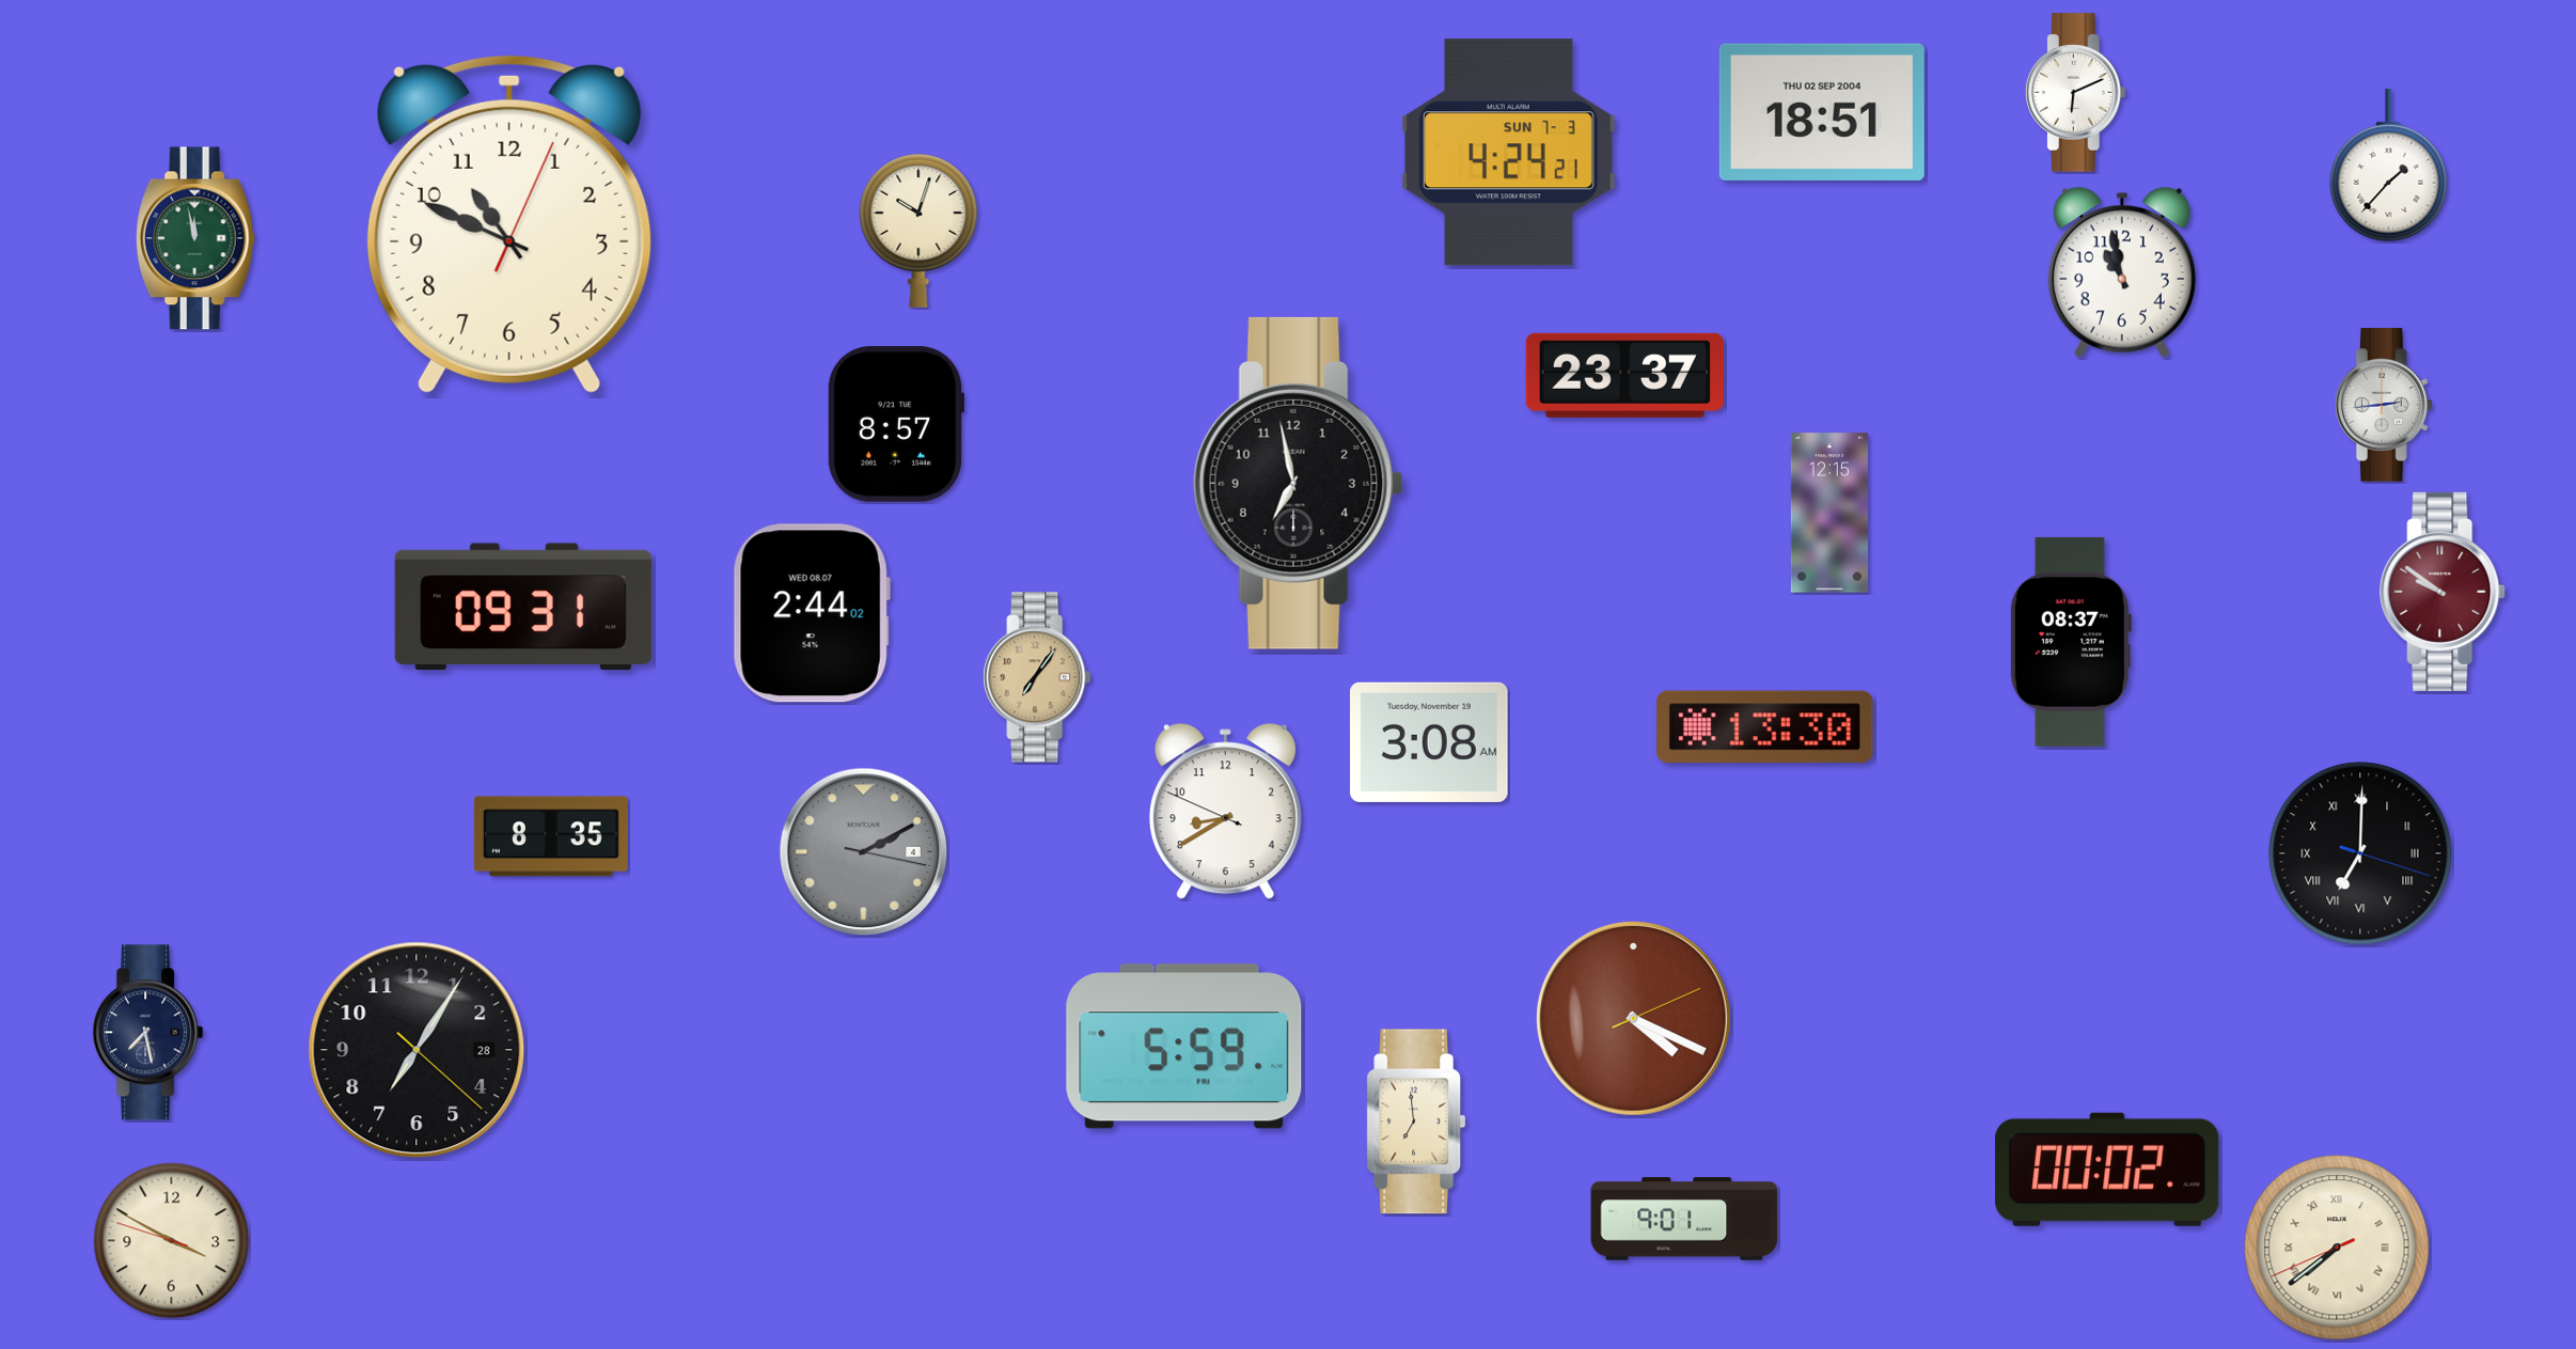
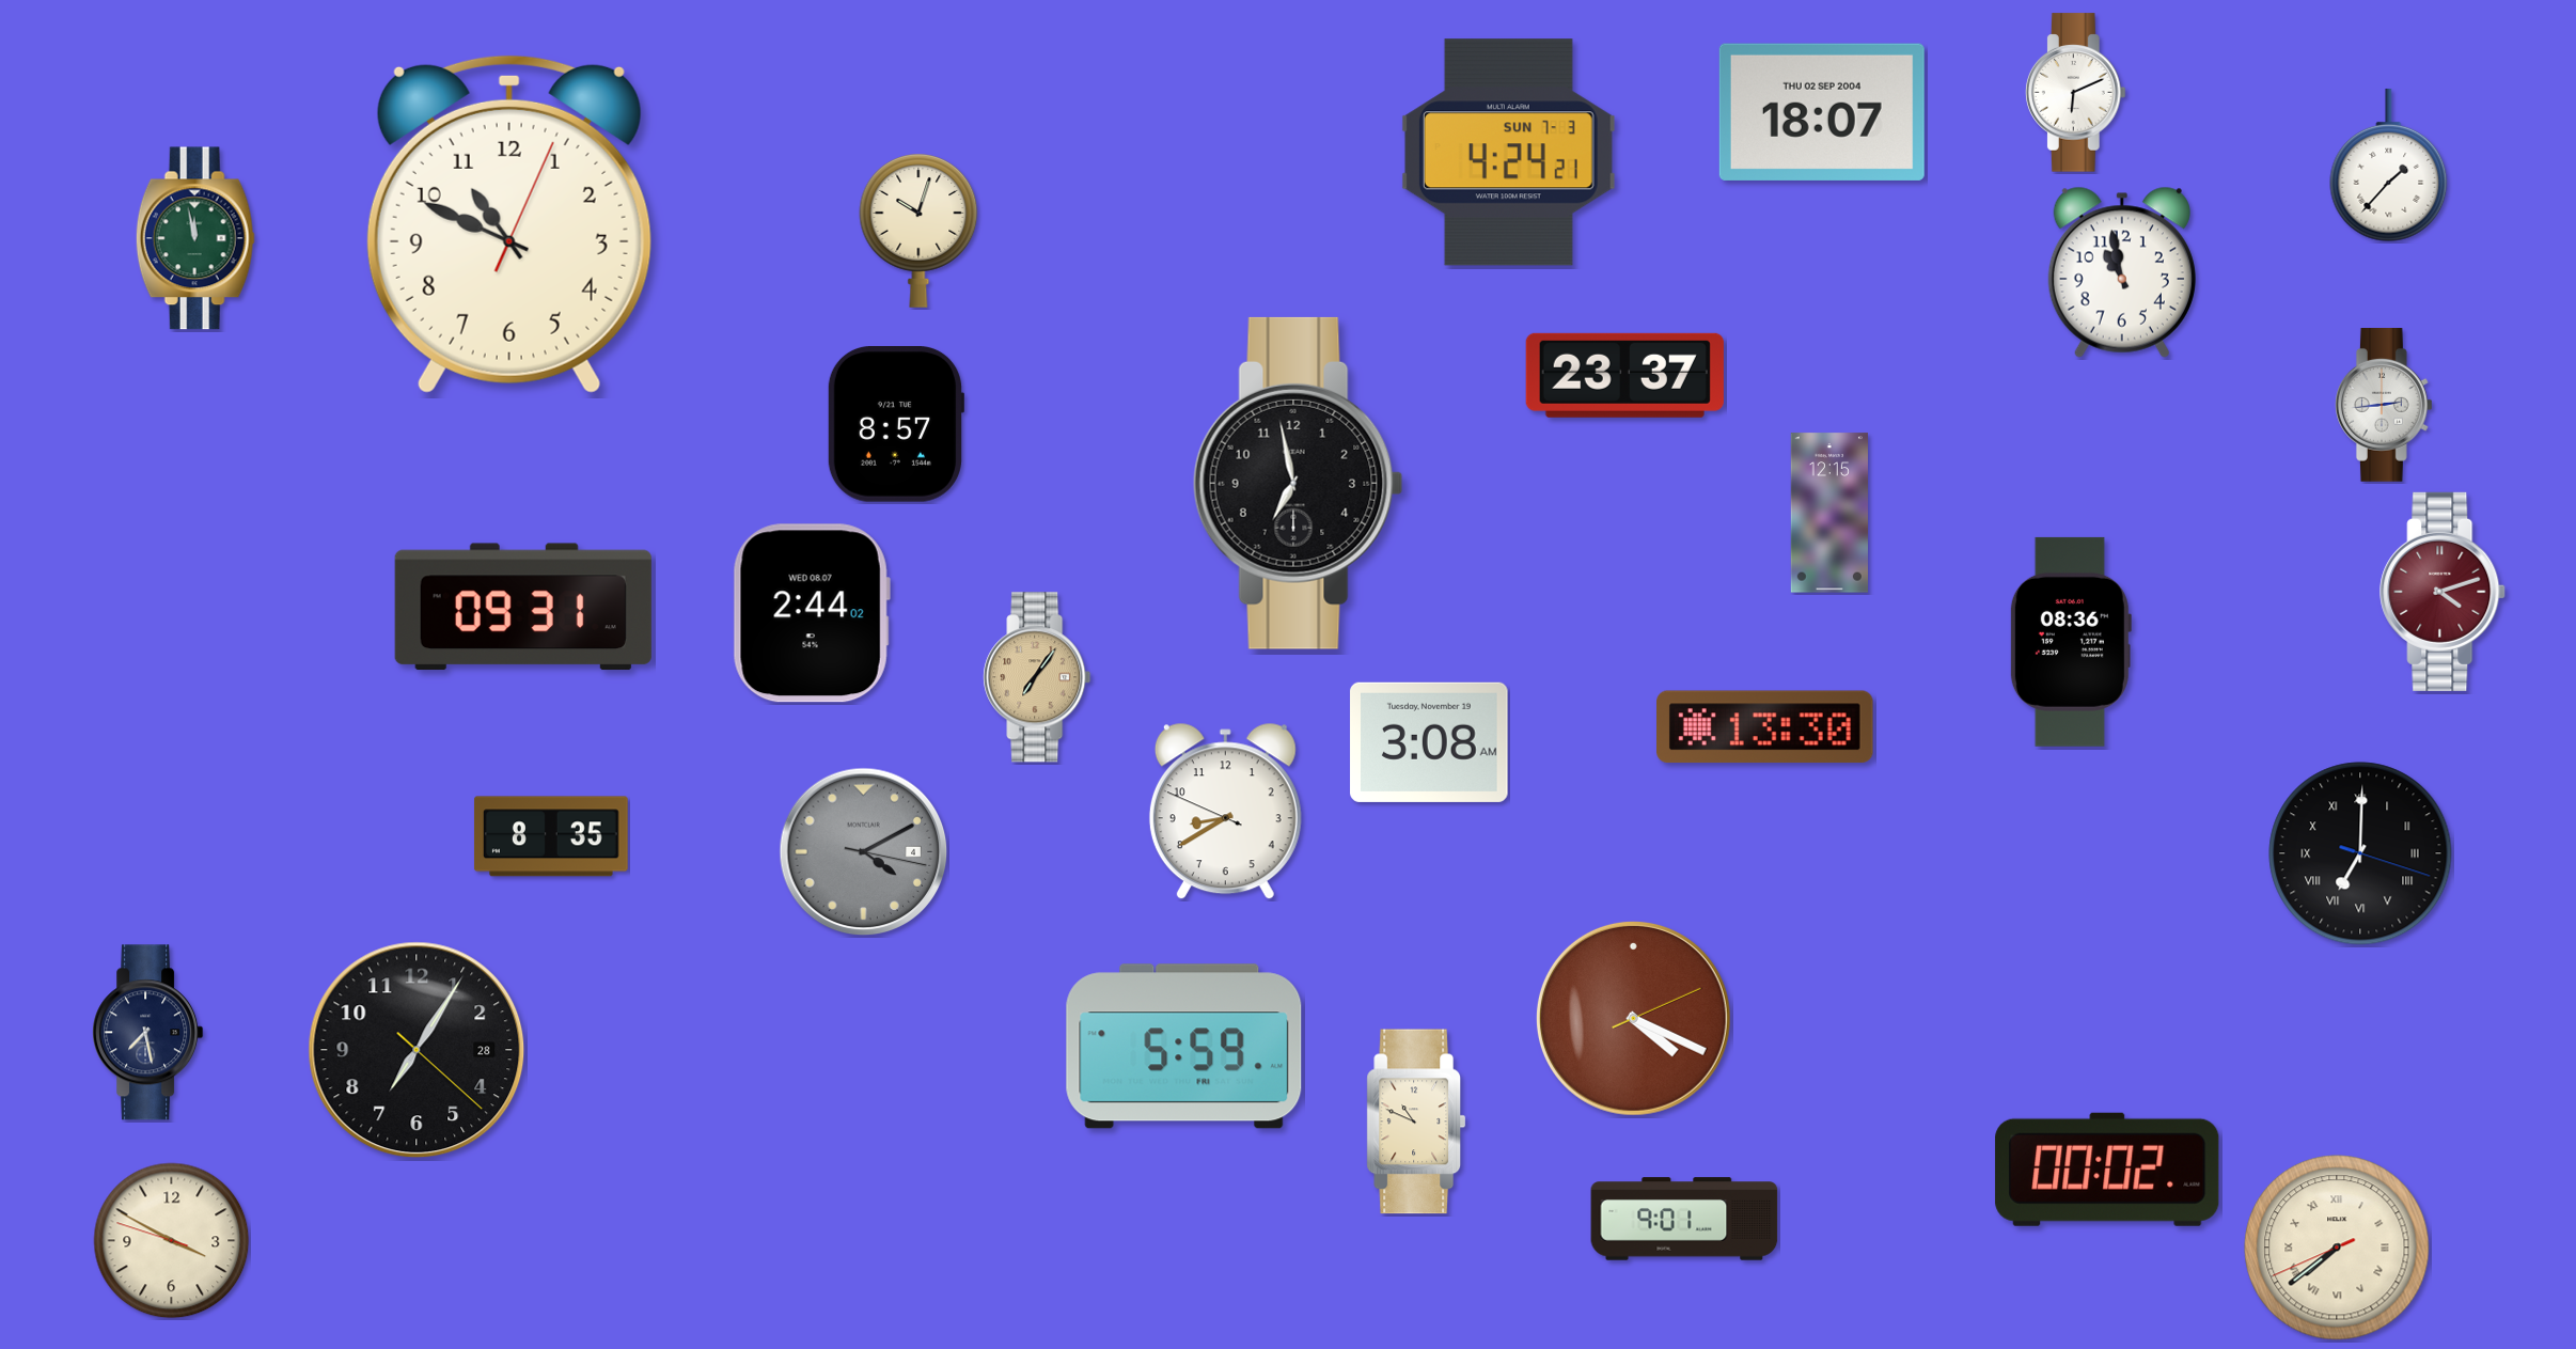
clock at (1822, 112): 18:51 -> 18:07
clock at (2444, 592): 9:51 -> 4:12
clock at (2070, 642): 08:37 -> 08:36
clock at (864, 852): 2:10 -> 4:10
clock at (1416, 1121): 6:59 -> 10:49
